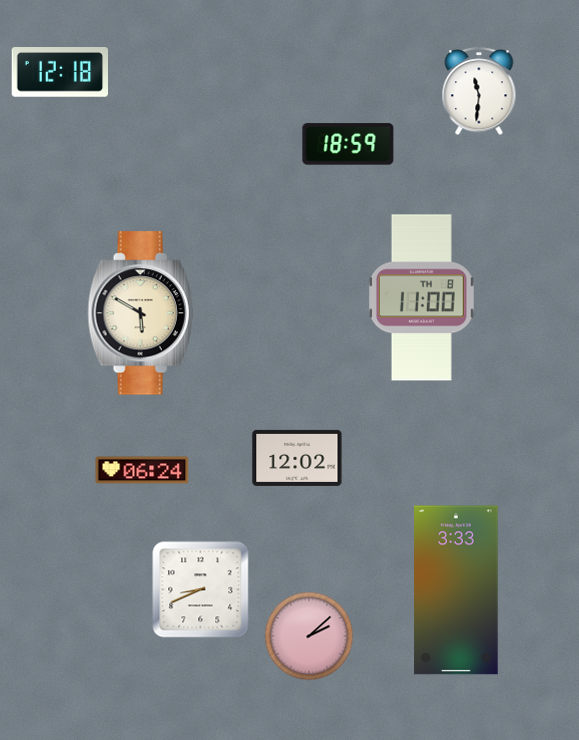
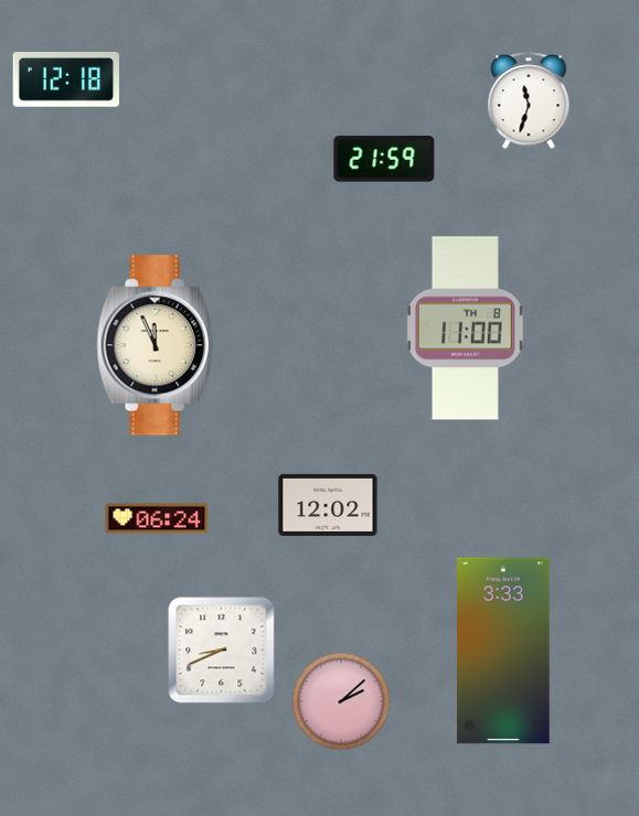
clock at (479, 92): 11:31 -> 11:33
clock at (348, 144): 18:59 -> 21:59
clock at (141, 313): 5:50 -> 11:56
